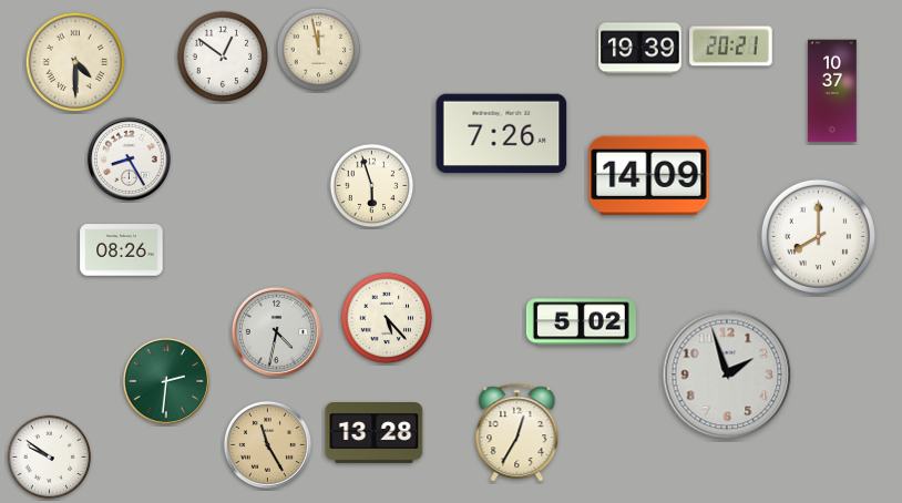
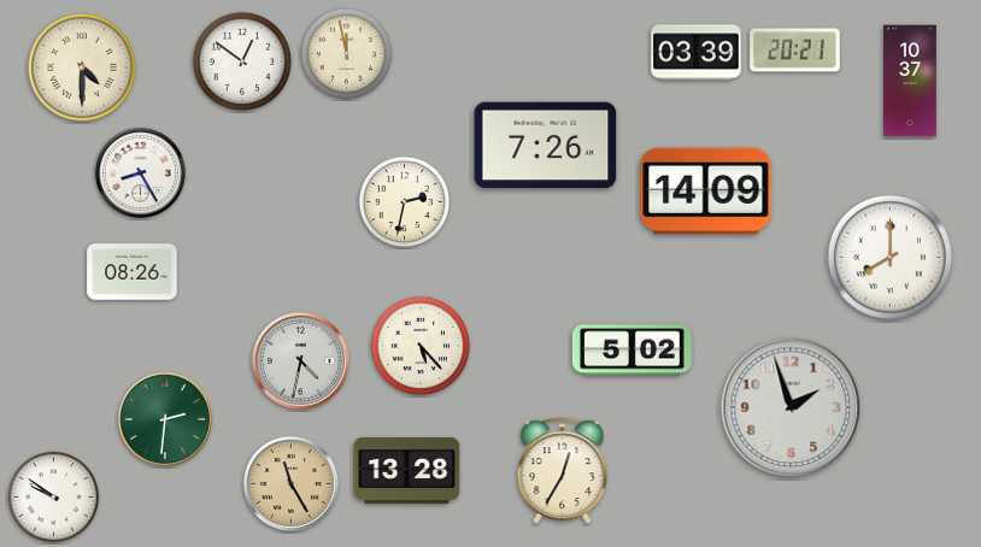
clock at (640, 49): 19:39 -> 03:39
clock at (832, 91) position: (832, 91) -> (910, 81)
clock at (372, 186): 5:57 -> 2:32
clock at (166, 381) position: (166, 381) -> (165, 419)
